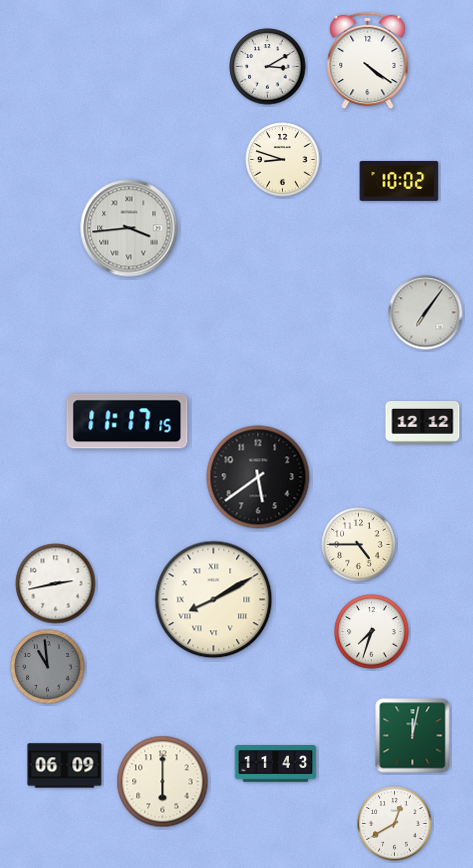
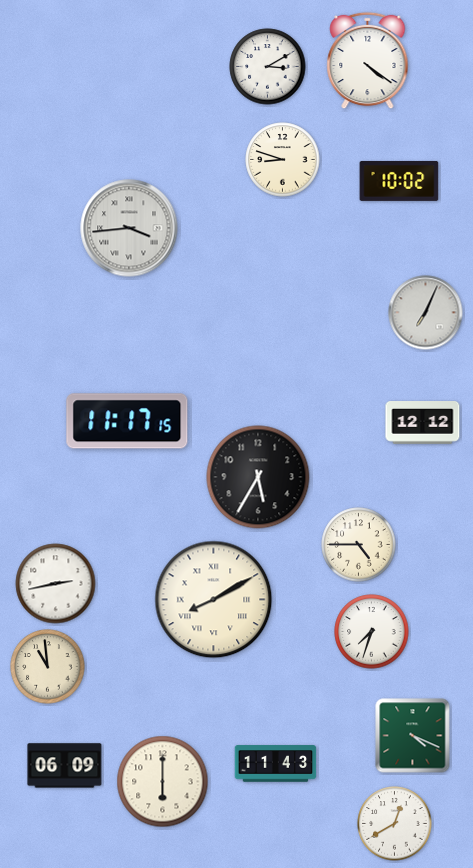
clock at (426, 313): 7:06 -> 7:04
clock at (258, 477): 5:39 -> 5:35
clock at (48, 667) dial: grey -> cream
clock at (413, 736): 12:02 -> 4:19
